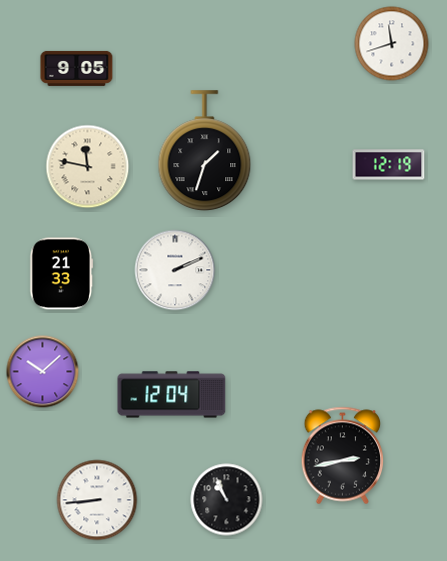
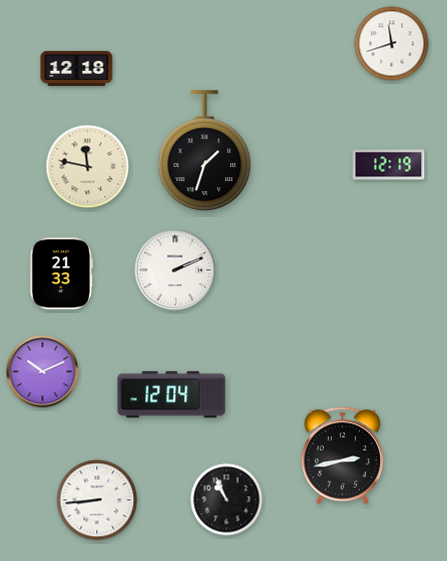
clock at (77, 68): 9:05 -> 12:18
clock at (43, 372): 10:08 -> 10:11
